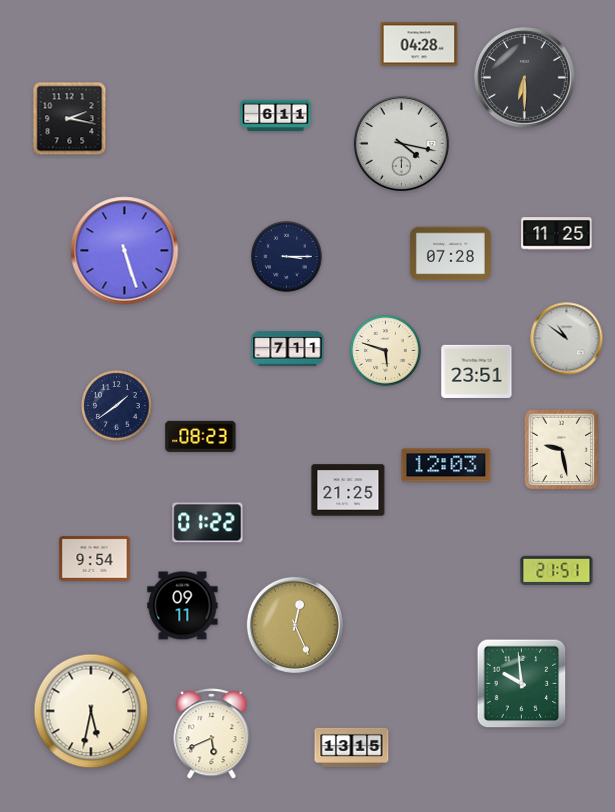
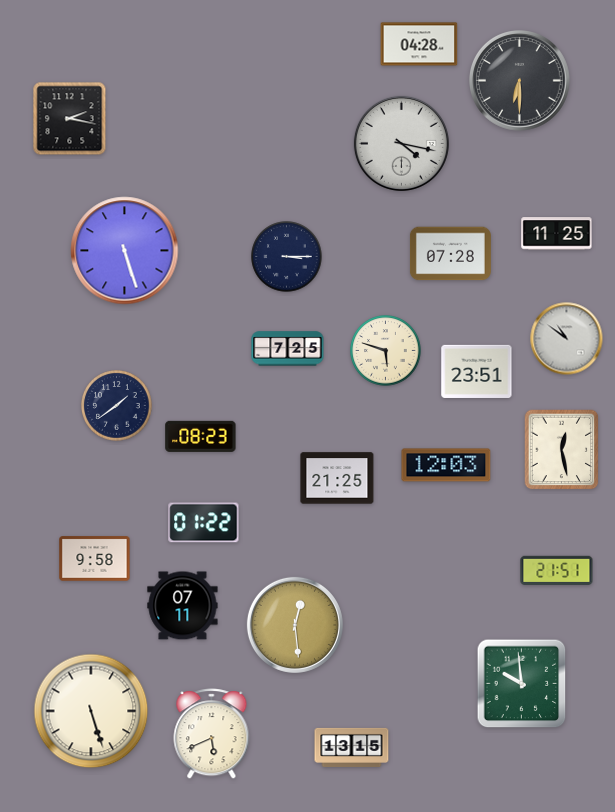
clock at (525, 78) position: (525, 78) -> (520, 81)
clock at (276, 116): 6:11 -> none
clock at (288, 349): 7:11 -> 7:25
clock at (562, 450): 9:28 -> 12:28
clock at (348, 490) position: (348, 490) -> (337, 478)
clock at (208, 523) position: (208, 523) -> (204, 523)
clock at (95, 559): 9:54 -> 9:58
clock at (183, 606): 09:11 -> 07:11
clock at (295, 625): 12:26 -> 12:29
clock at (91, 711): 5:32 -> 5:27
